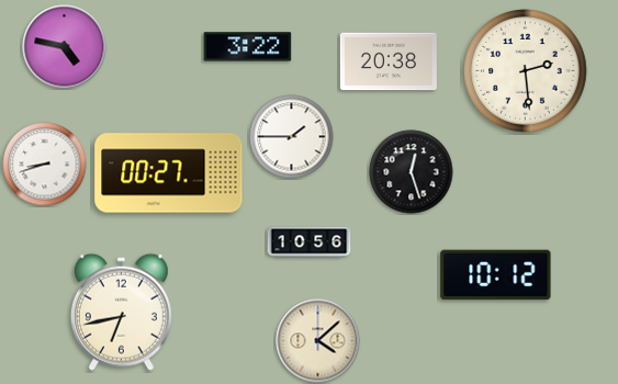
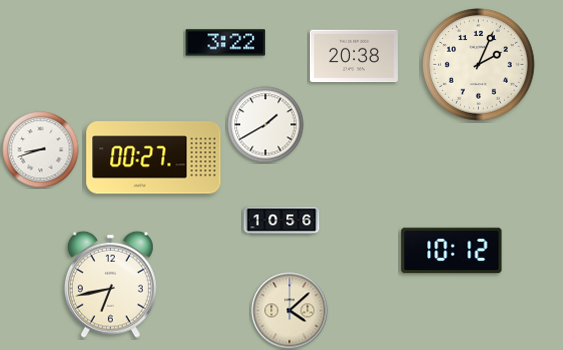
clock at (65, 47): 4:47 -> none
clock at (526, 71): 2:29 -> 2:04
clock at (292, 137): 1:45 -> 1:40
clock at (412, 172): 12:27 -> none
